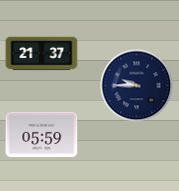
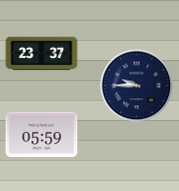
clock at (42, 54): 21:37 -> 23:37
